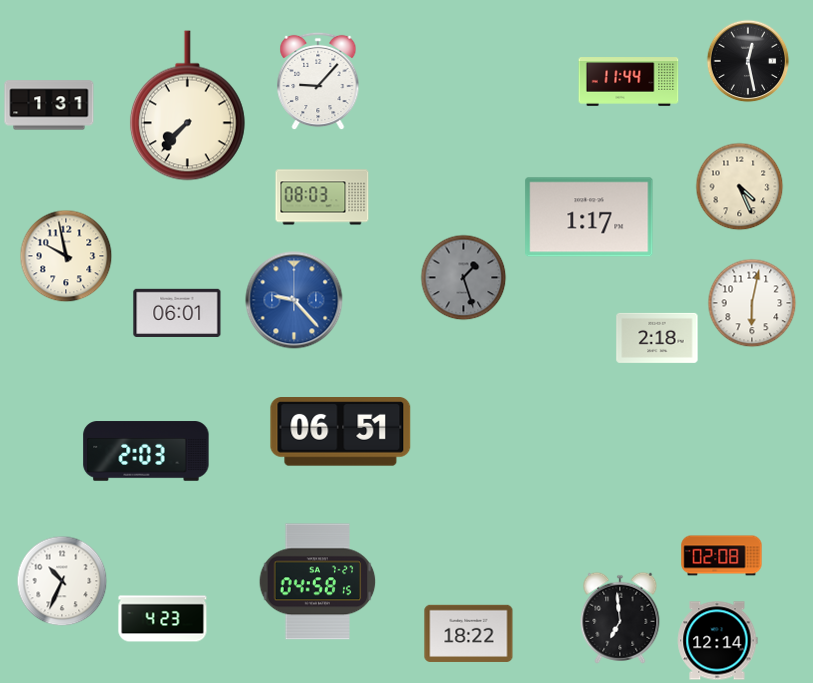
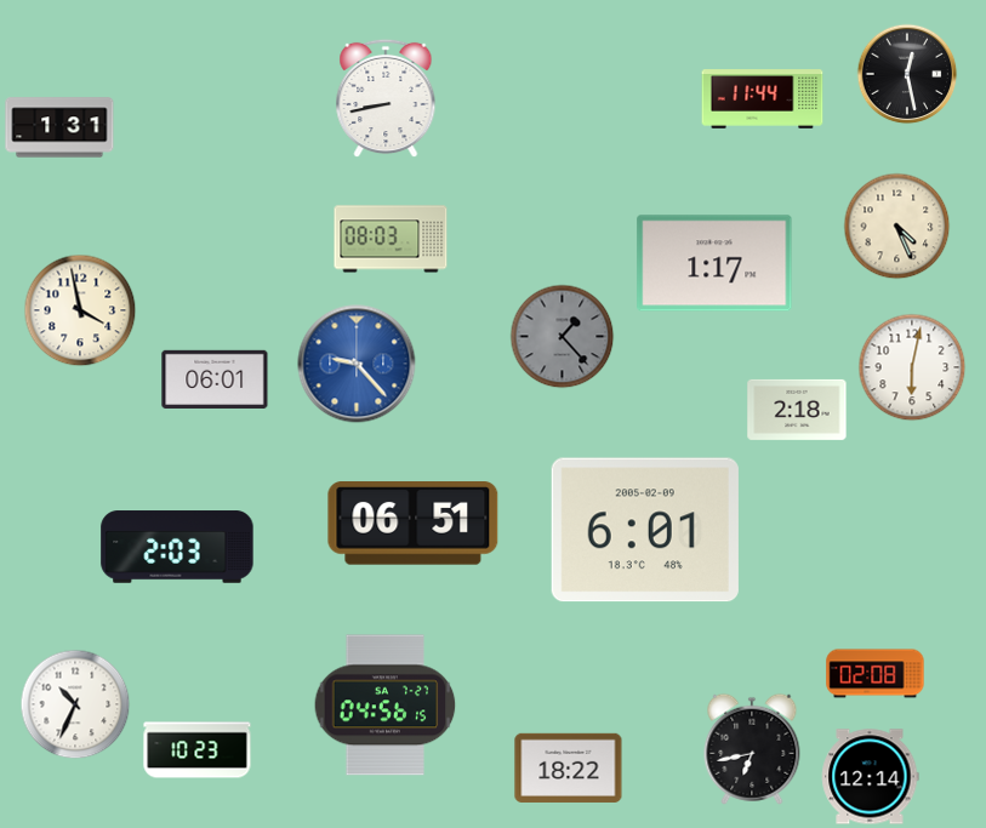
clock at (318, 81): 9:07 -> 8:43
clock at (187, 106): 7:37 -> none
clock at (66, 256): 9:58 -> 3:58
clock at (463, 277): 1:27 -> 1:23
clock at (645, 530): none -> 6:01
clock at (318, 582): 04:58 -> 04:56
clock at (620, 618): 6:59 -> 6:43
clock at (163, 619): 4:23 -> 10:23
